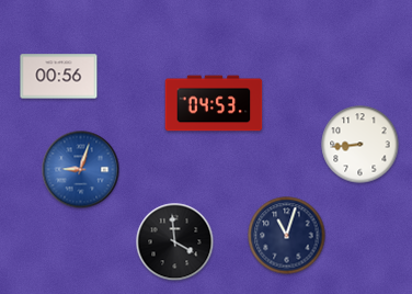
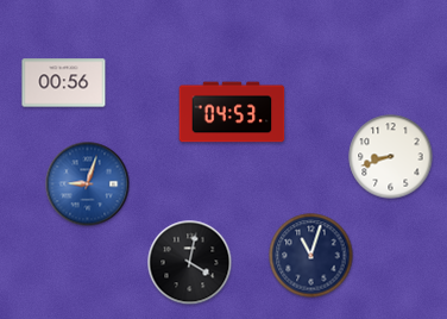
clock at (360, 145): 8:44 -> 8:42
clock at (175, 242): 3:59 -> 4:02
